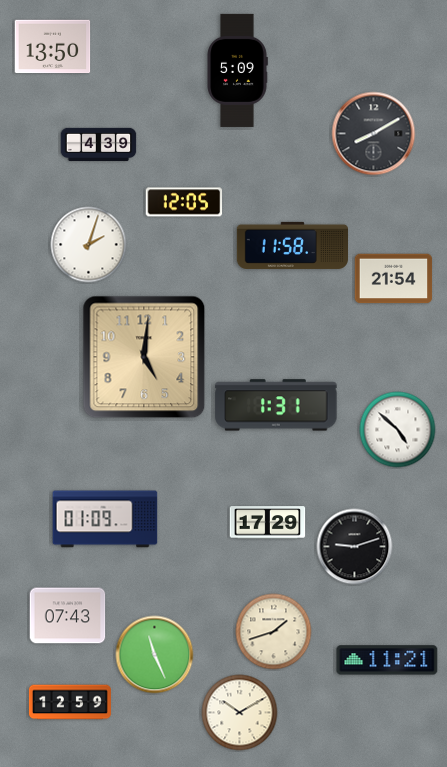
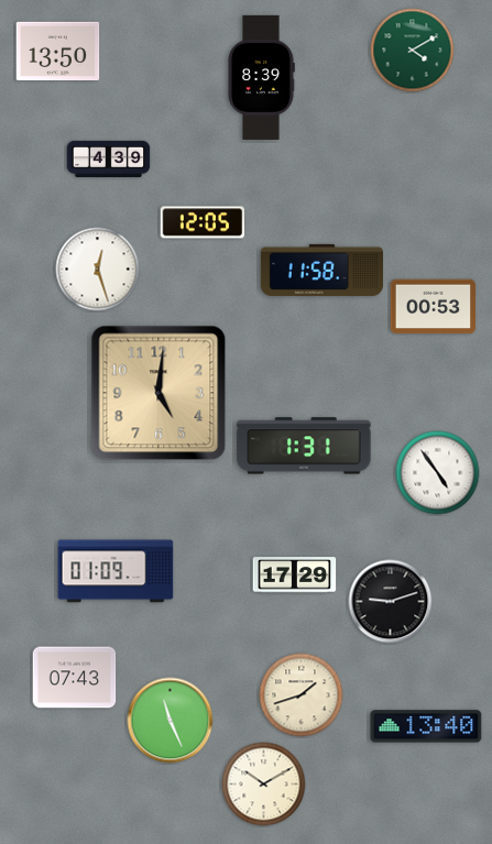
clock at (413, 51): none -> 4:10
clock at (237, 70): 5:09 -> 8:39
clock at (374, 134): 8:10 -> none
clock at (89, 245): 2:03 -> 12:27
clock at (394, 279): 21:54 -> 00:53
clock at (398, 430): 4:52 -> 4:54
clock at (387, 660): 11:21 -> 13:40
clock at (70, 702): 12:59 -> none
